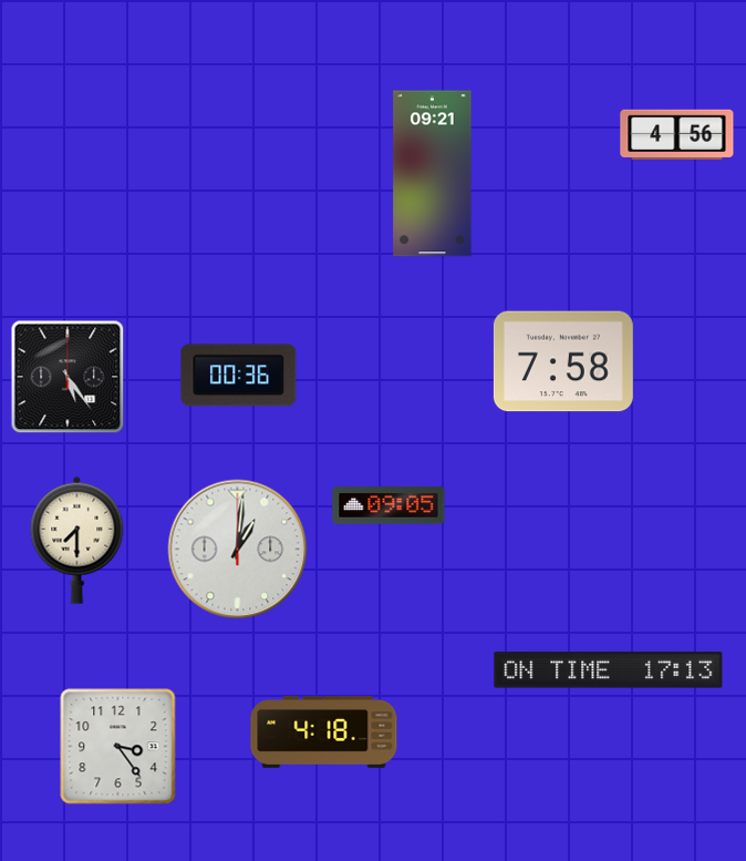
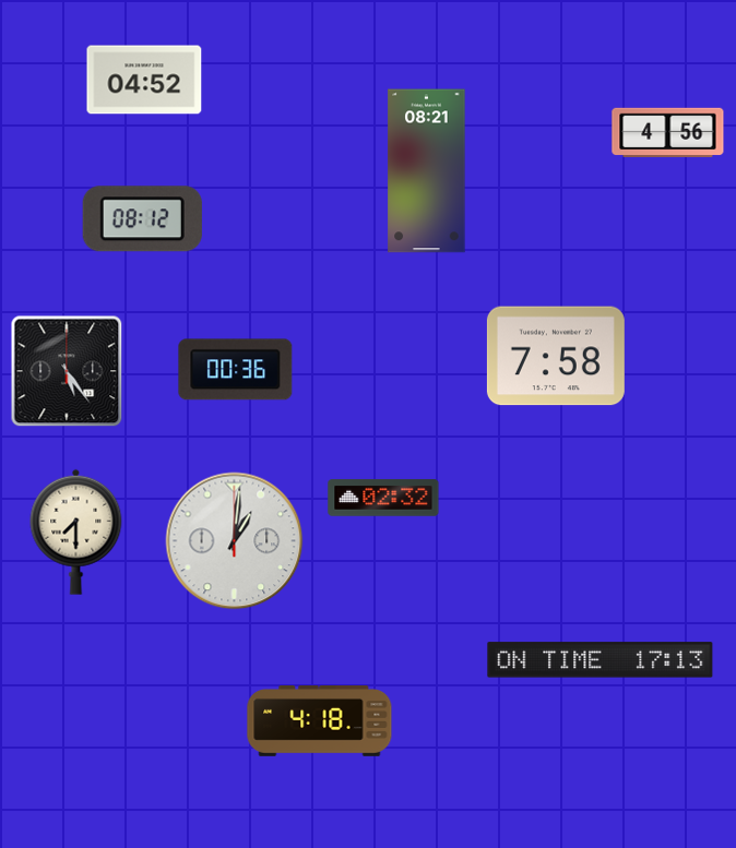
clock at (144, 80): none -> 04:52
clock at (433, 174): 09:21 -> 08:21
clock at (142, 219): none -> 08:12
clock at (388, 505): 09:05 -> 02:32
clock at (118, 747): 3:24 -> none
